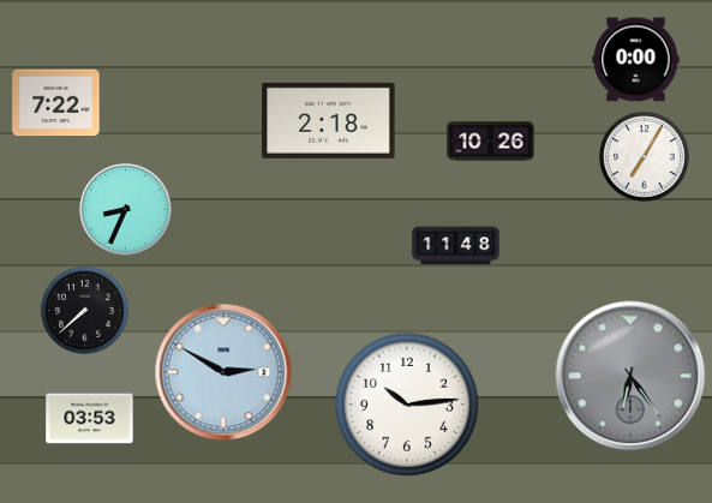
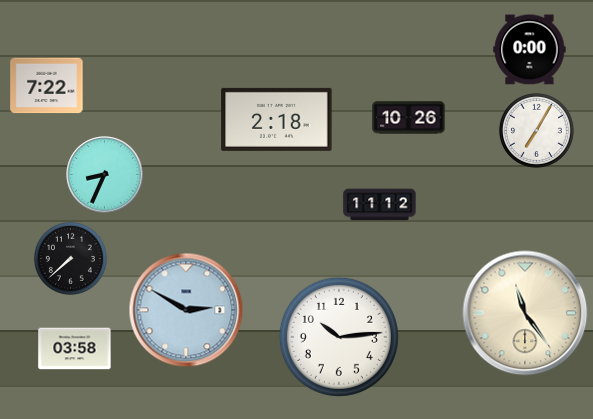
clock at (329, 120) position: (329, 120) -> (277, 119)
clock at (456, 246): 11:48 -> 11:12
clock at (630, 376): 6:24 -> 11:24
clock at (630, 376) dial: grey -> cream
clock at (90, 419): 03:53 -> 03:58
